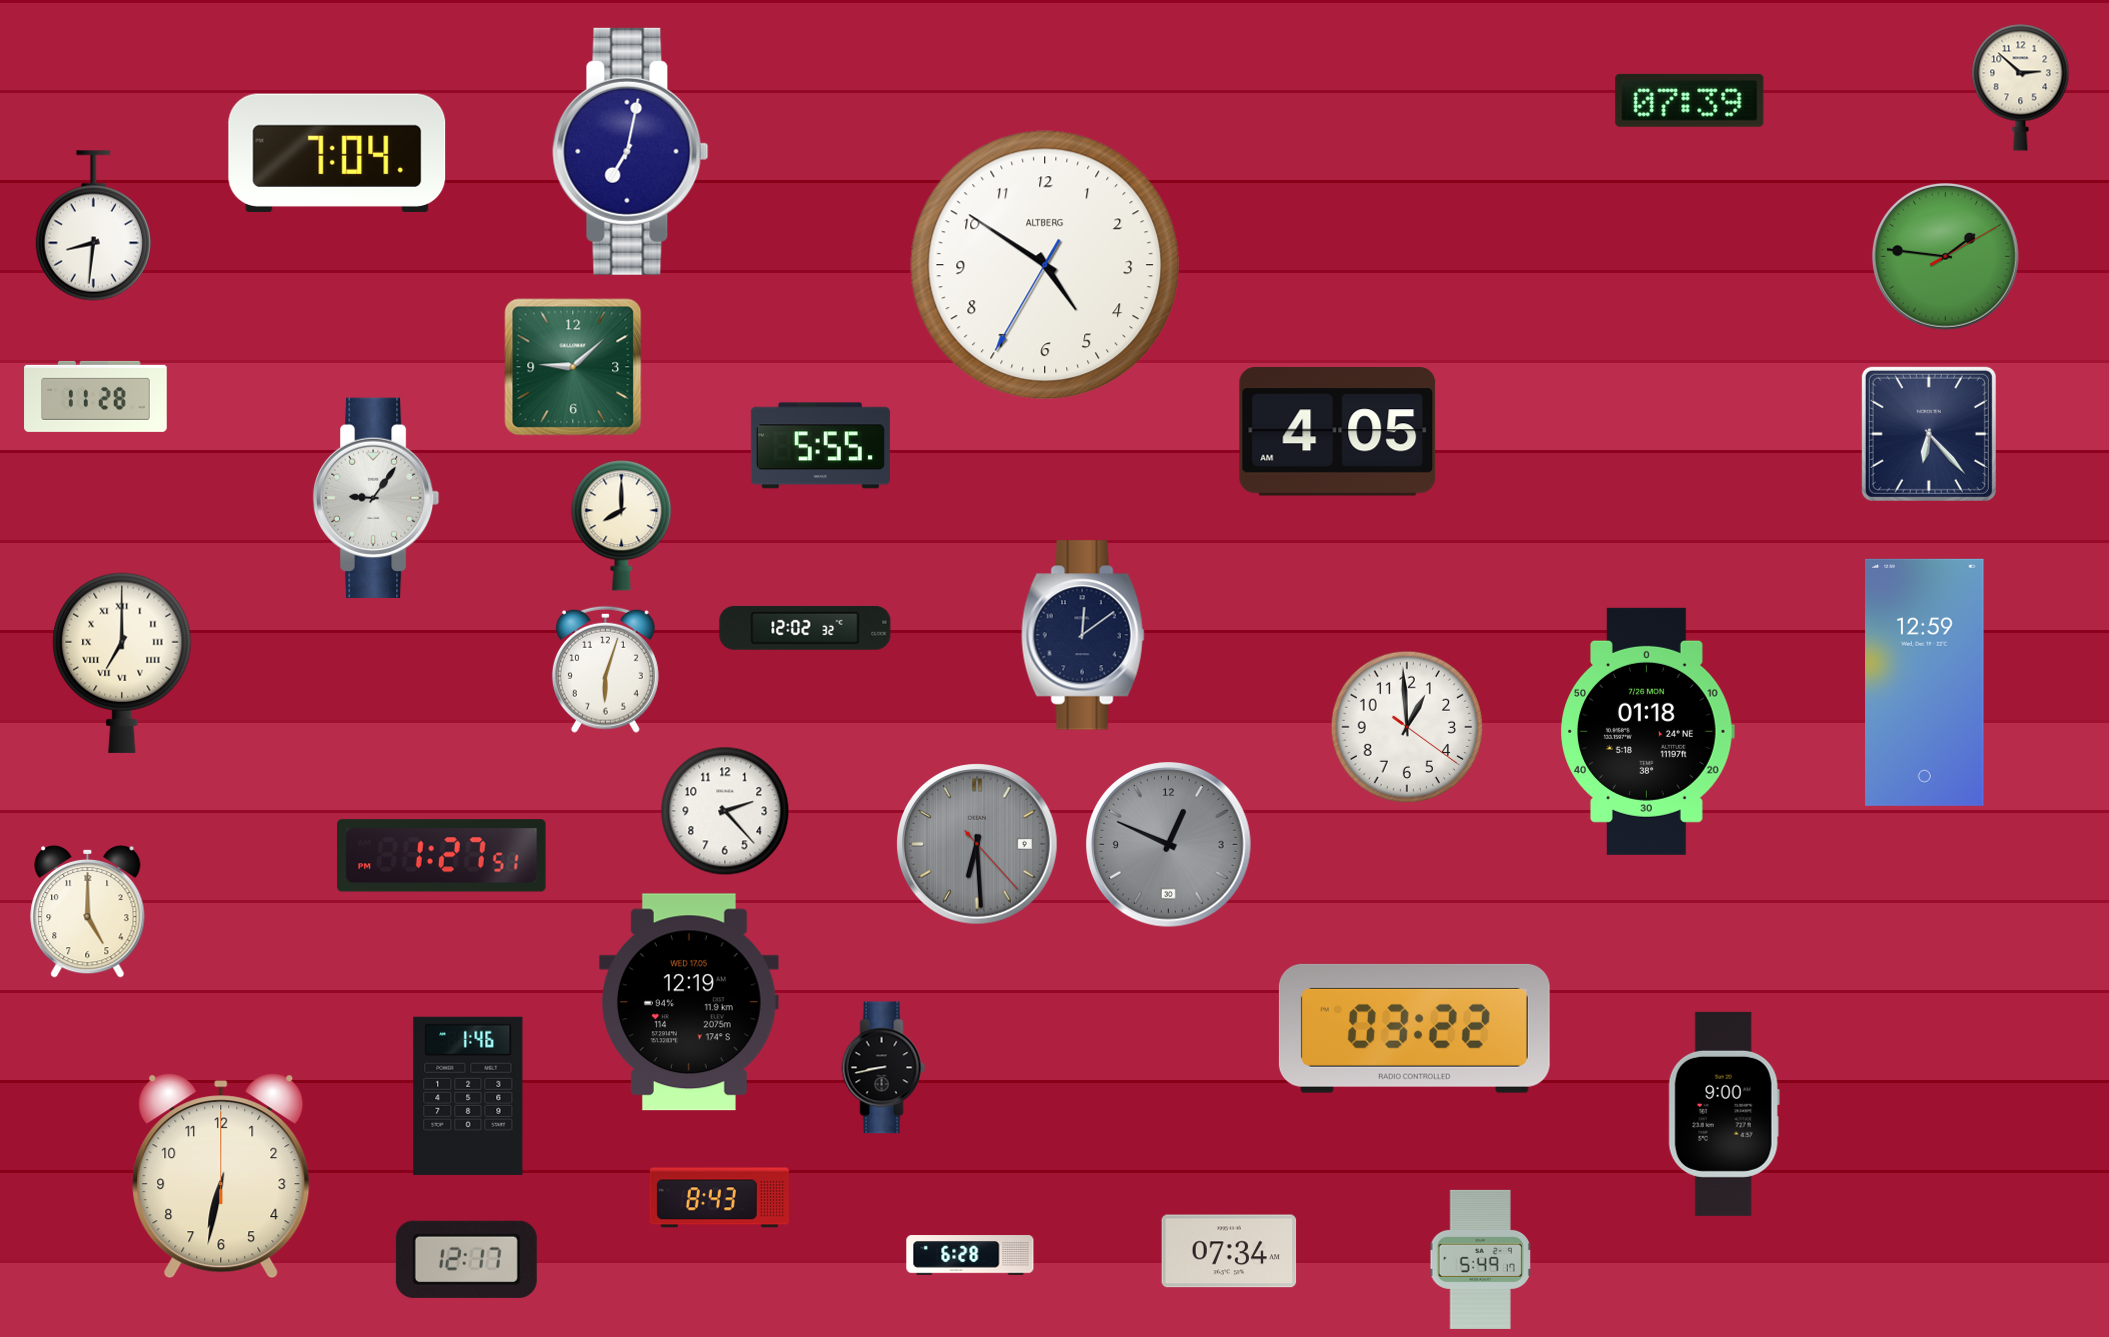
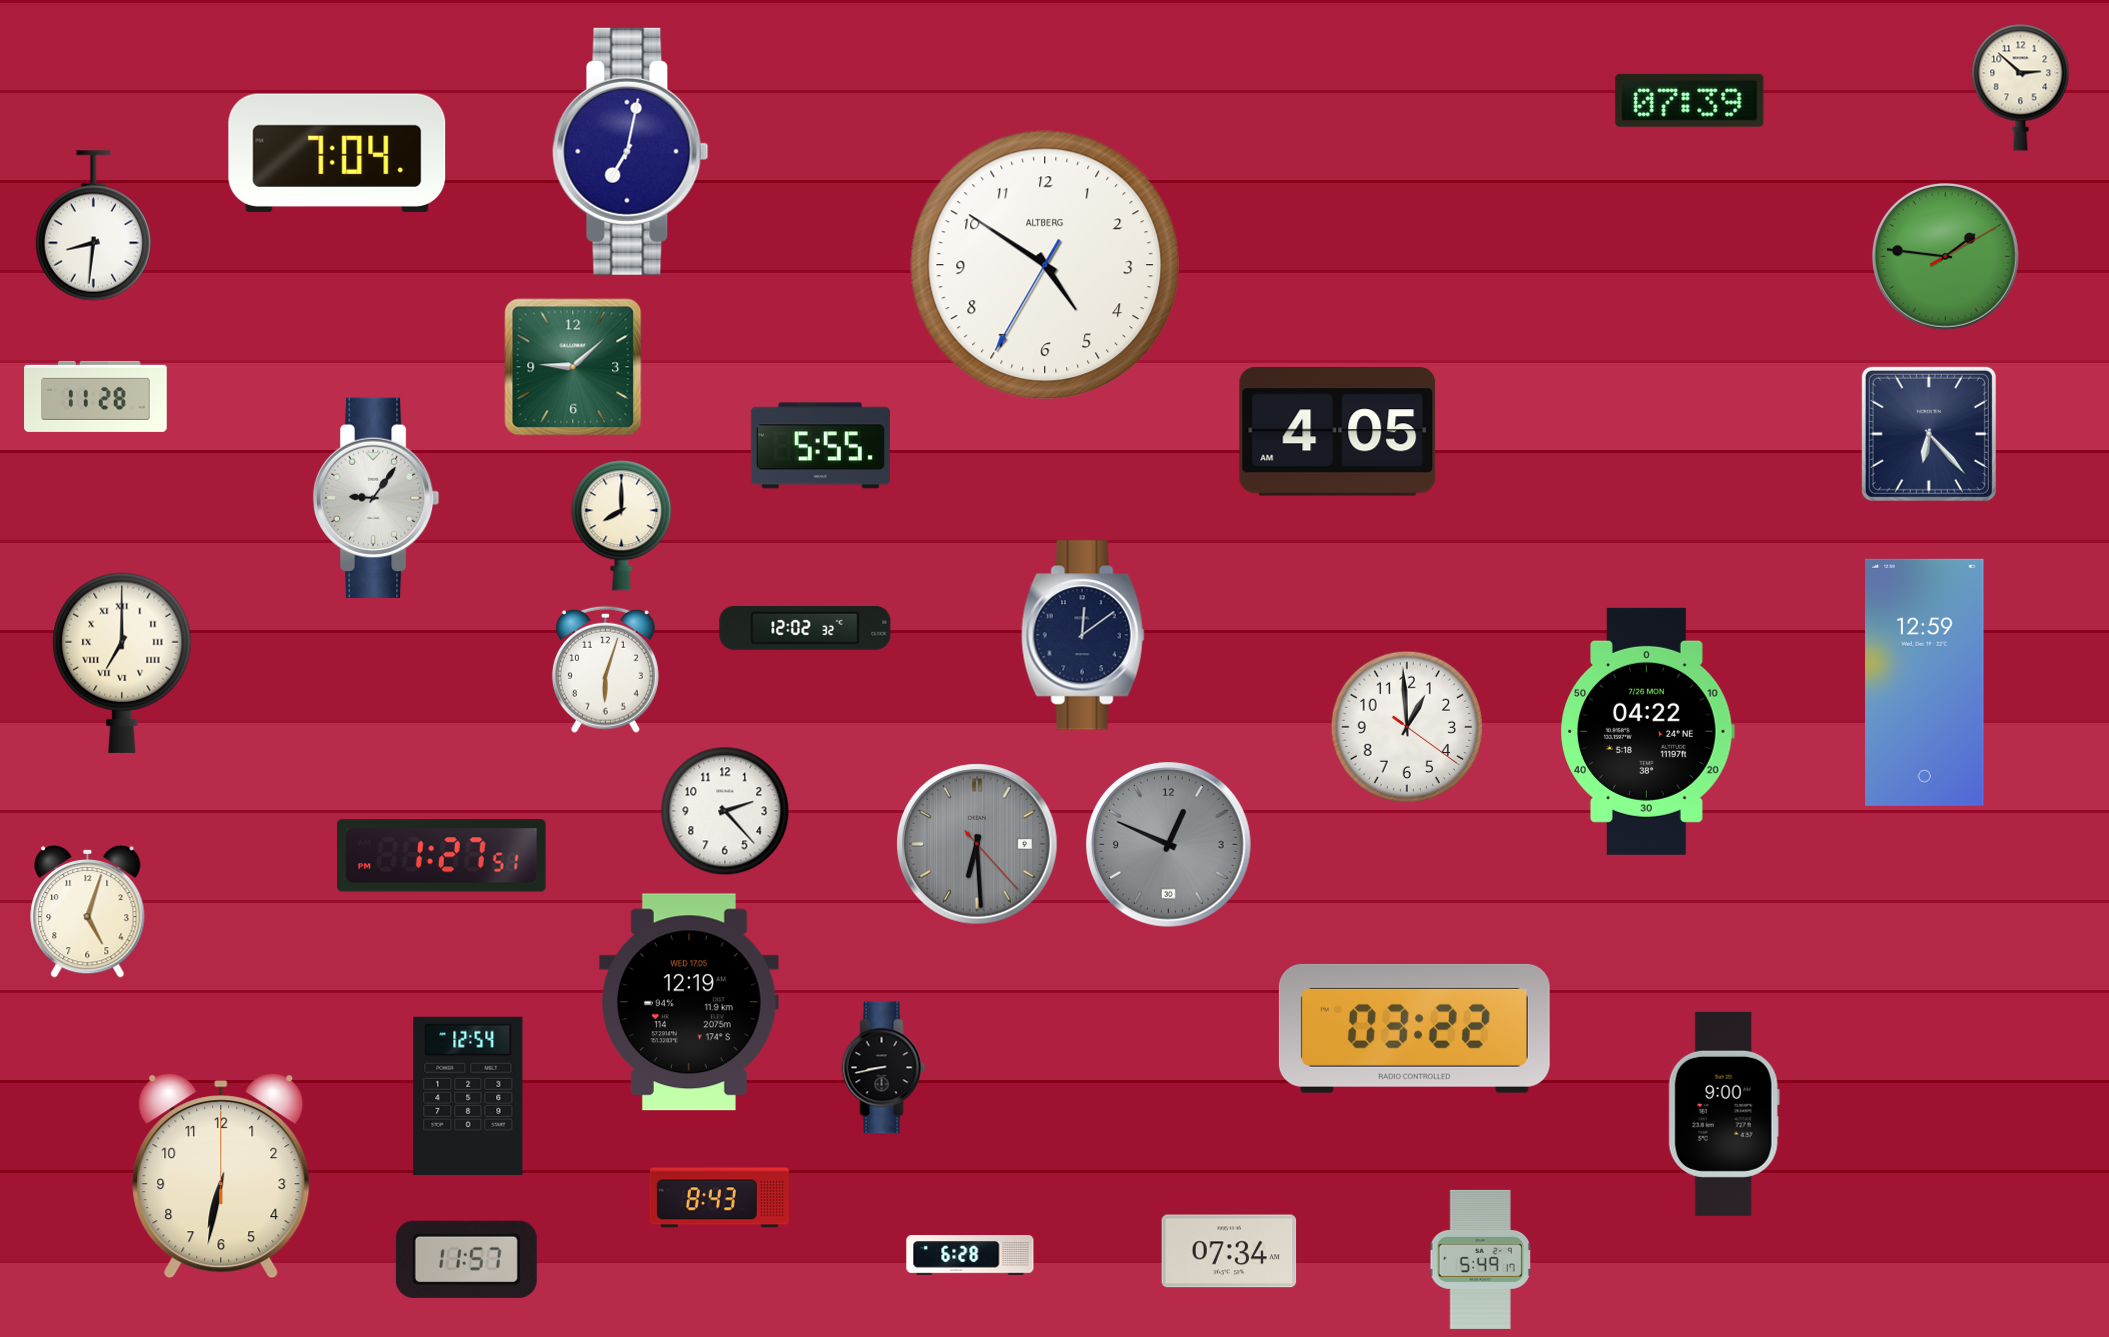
clock at (1647, 731): 01:18 -> 04:22
clock at (88, 911): 5:00 -> 5:03
clock at (468, 1096): 1:46 -> 12:54
clock at (466, 1259): 12:17 -> 11:57
